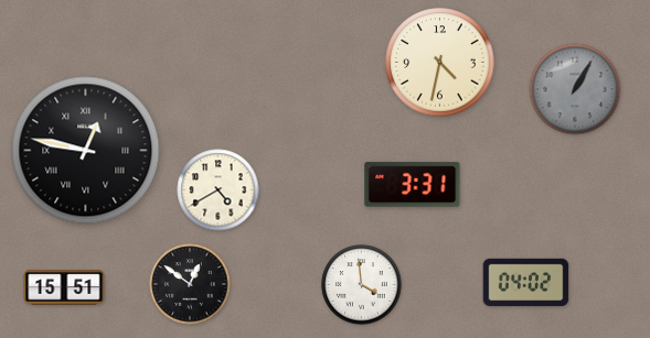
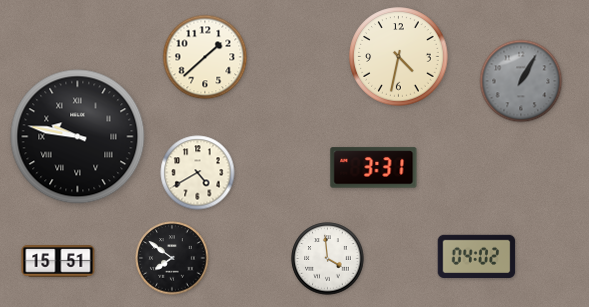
clock at (205, 57): none -> 1:38
clock at (86, 151): 12:47 -> 9:47
clock at (190, 284): 12:51 -> 7:51
